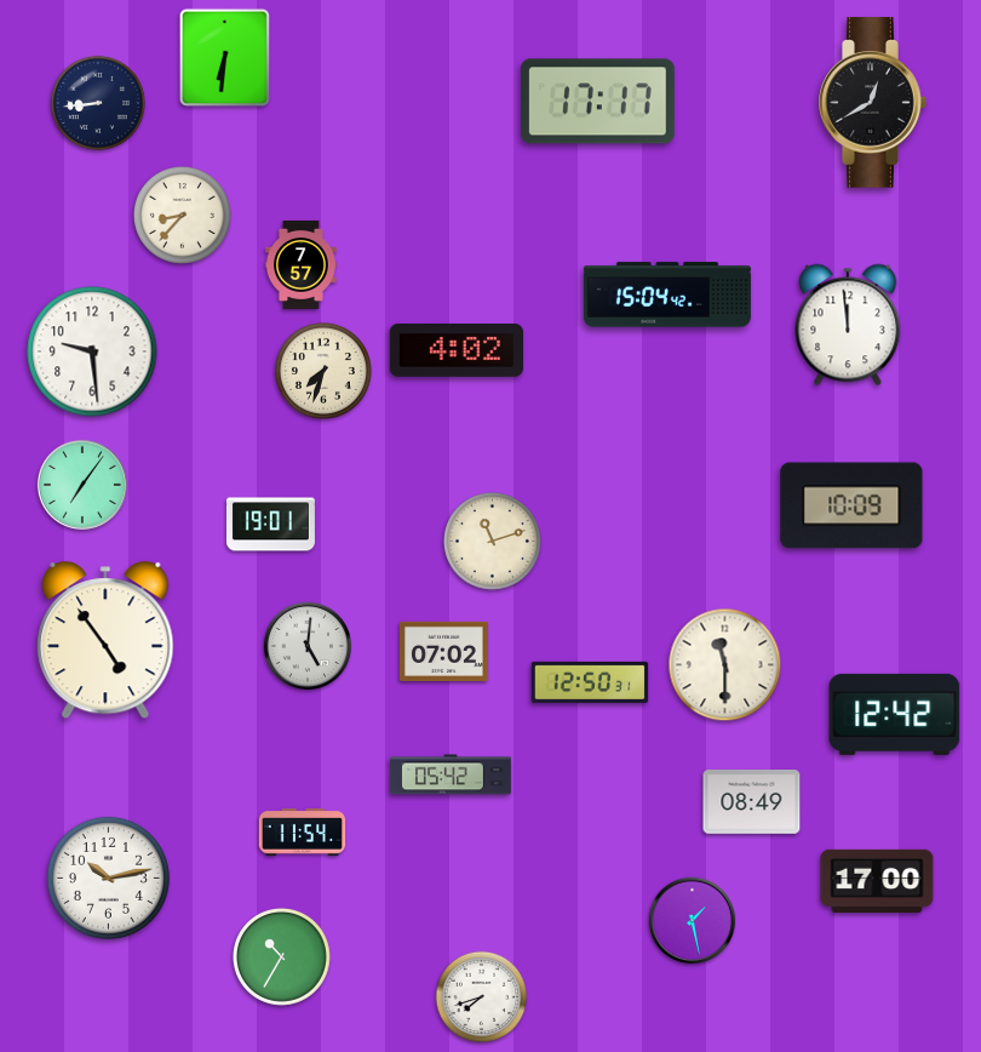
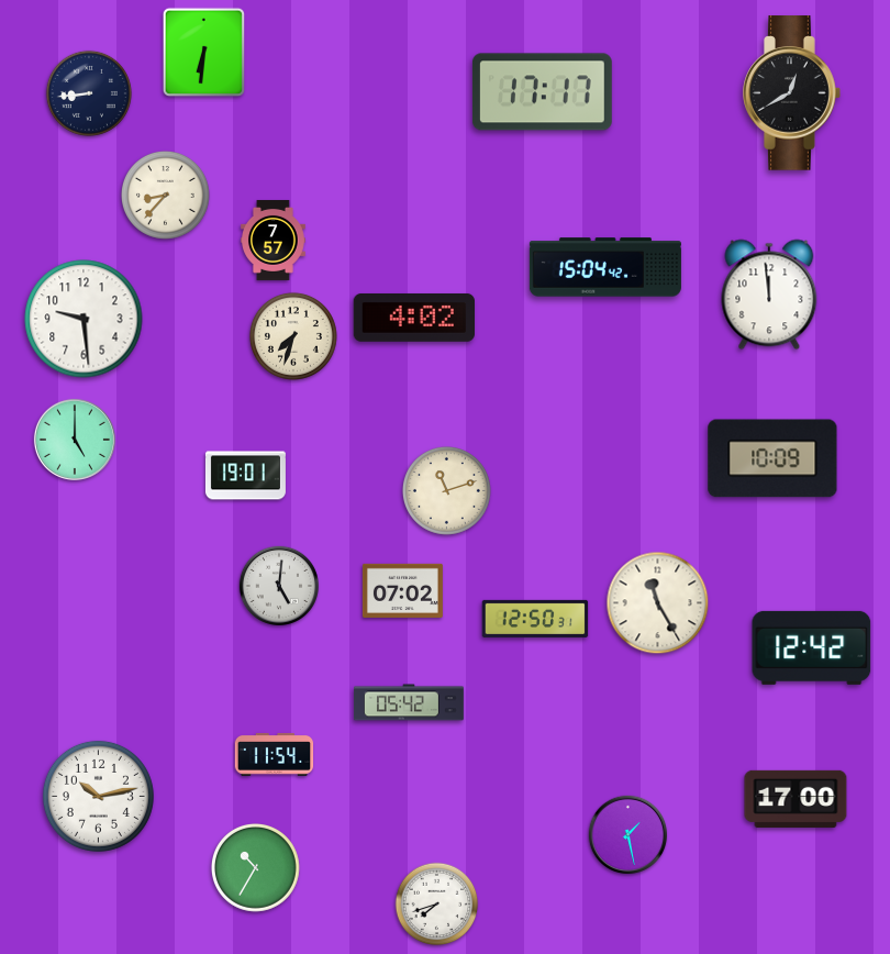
clock at (82, 485): 7:06 -> 5:00
clock at (105, 641): 4:54 -> none
clock at (725, 665): 11:30 -> 11:25
clock at (752, 802): 08:49 -> none
